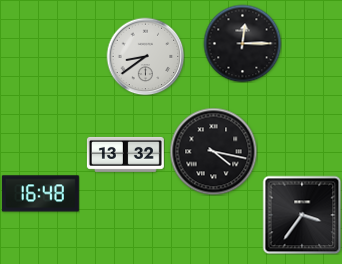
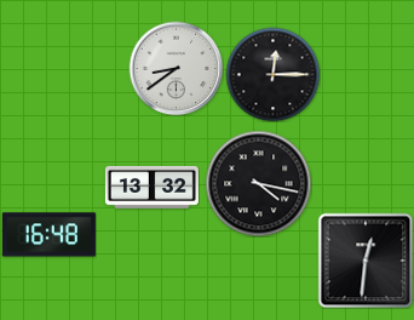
clock at (242, 43) position: (242, 43) -> (272, 74)
clock at (302, 215): 3:36 -> 12:31
